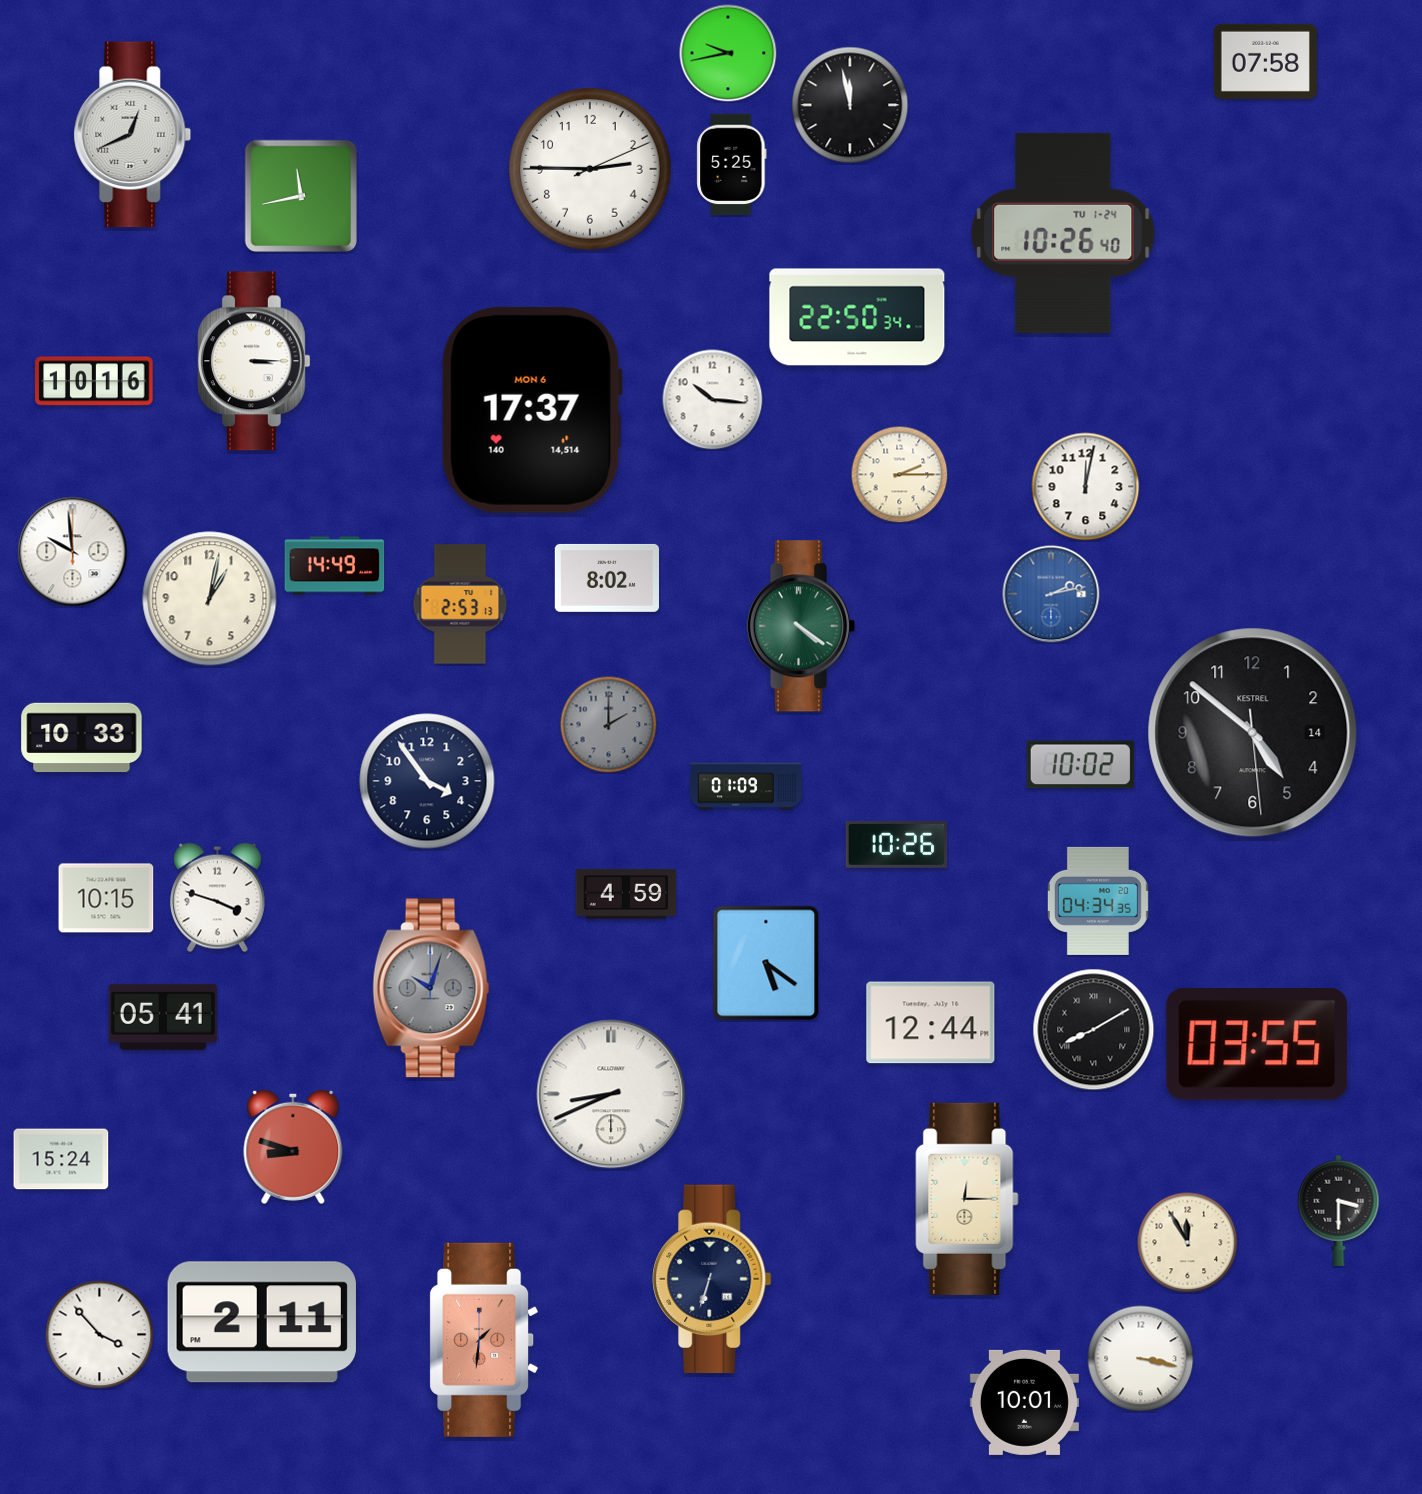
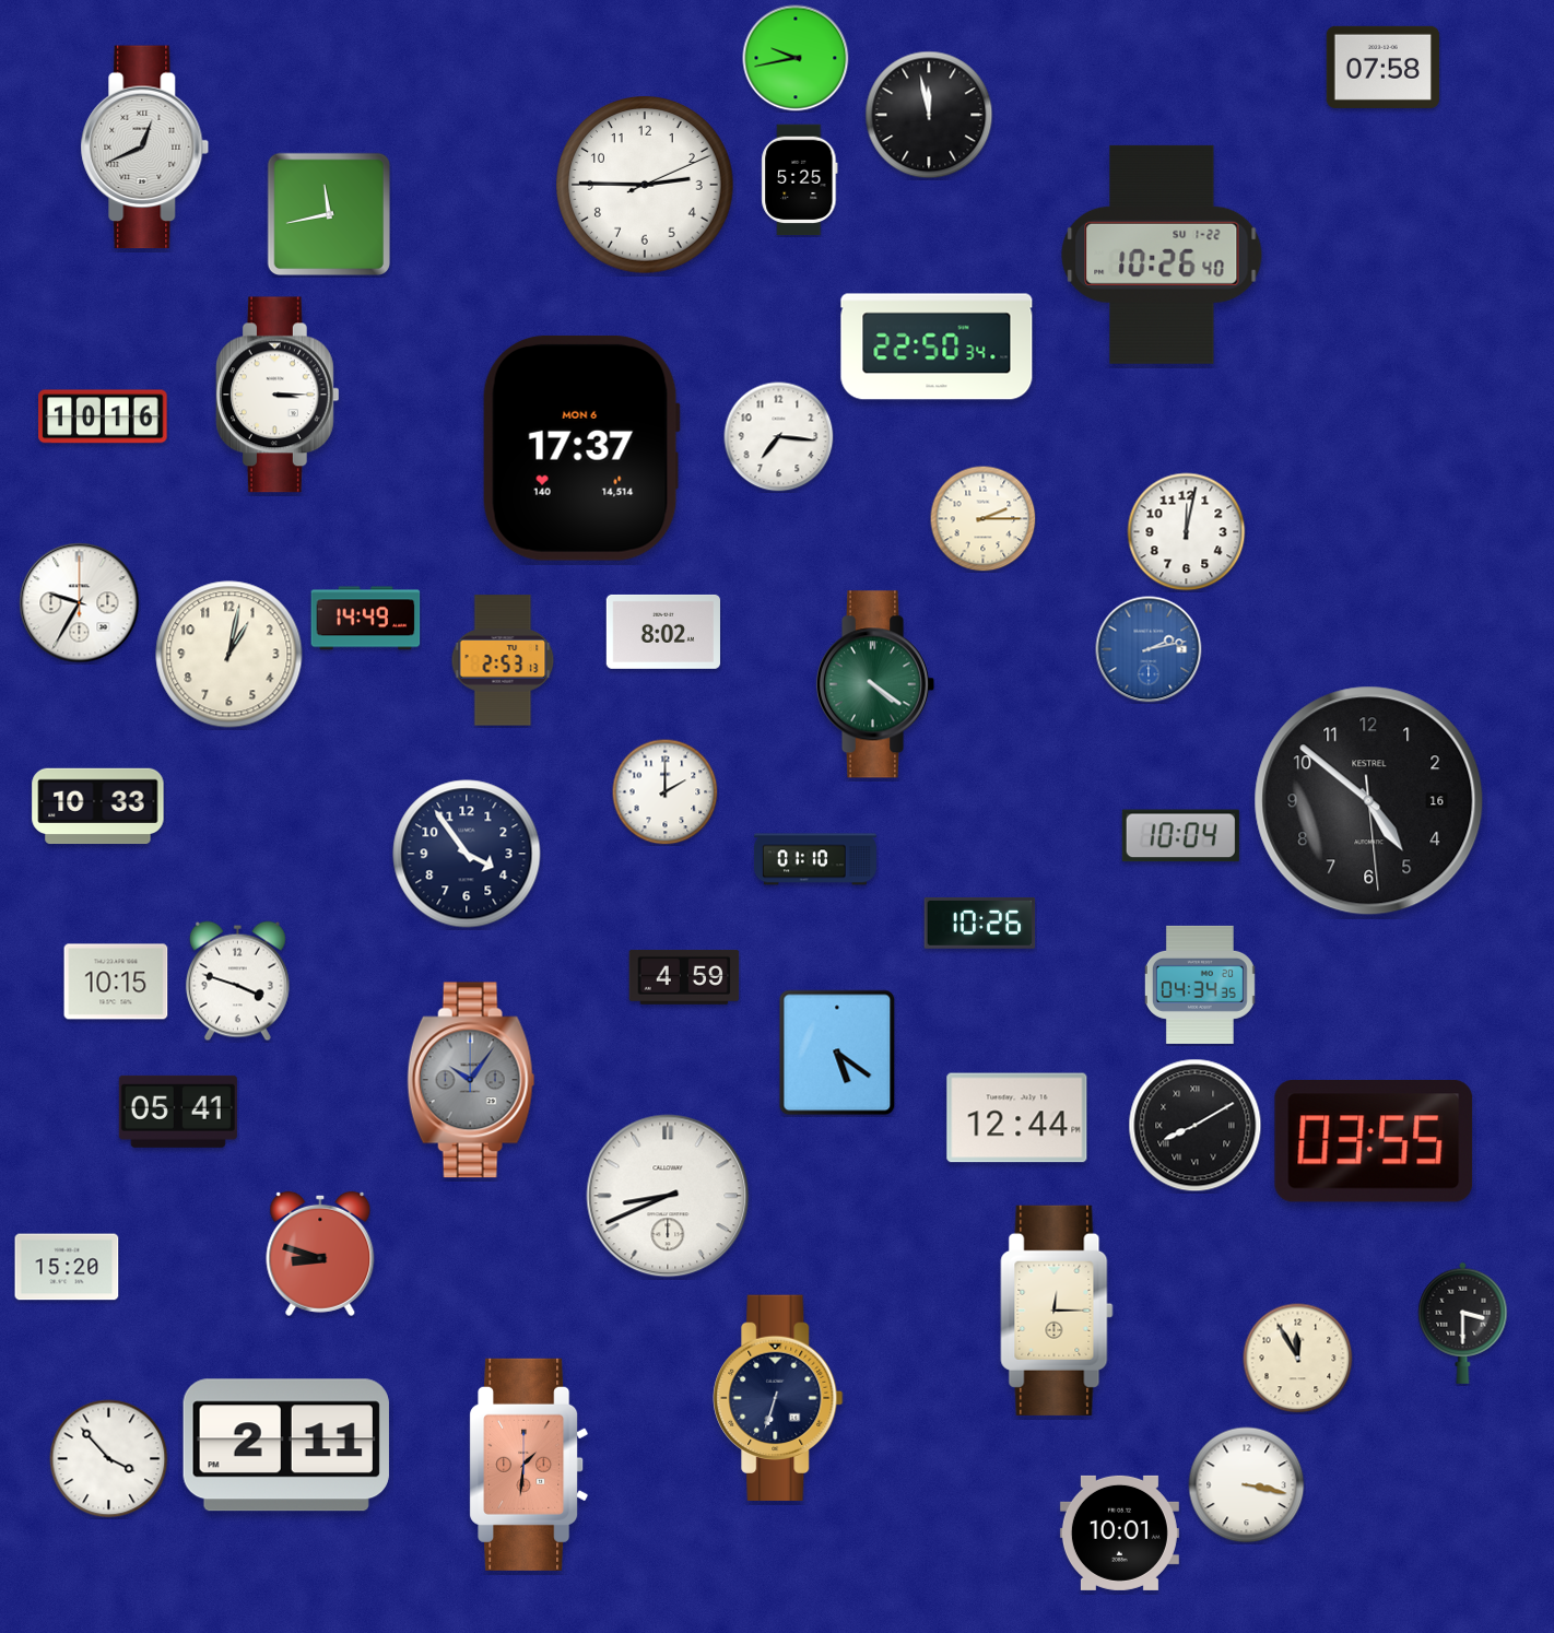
clock at (1063, 233) date: TU 1-24 -> SU 1-22
clock at (713, 400): 10:16 -> 7:16
clock at (73, 552): 9:59 -> 9:35
clock at (608, 724) dial: grey -> white
clock at (1253, 733) date: 14 -> 16
clock at (82, 738) position: (82, 738) -> (98, 807)
clock at (1080, 765): 10:02 -> 10:04
clock at (746, 786): 01:09 -> 01:10
clock at (431, 988): 10:03 -> 10:06
clock at (61, 1159): 15:24 -> 15:20
